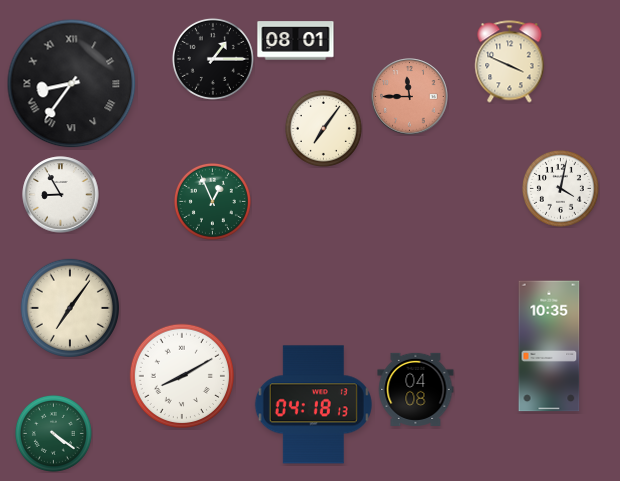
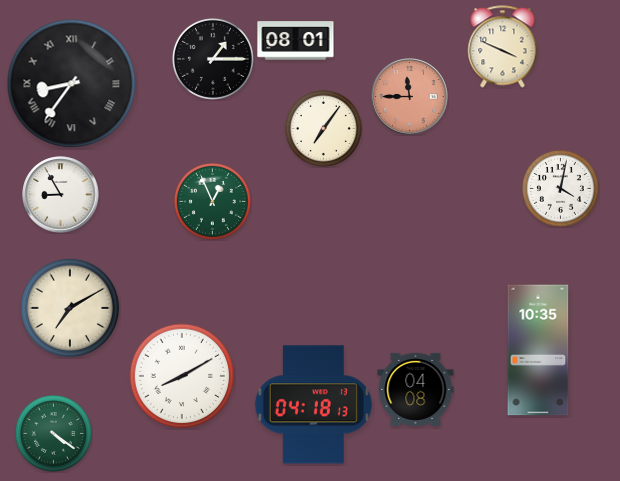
clock at (510, 62) position: (510, 62) -> (503, 47)
clock at (69, 307): 7:06 -> 7:10
clock at (549, 346) position: (549, 346) -> (538, 350)
